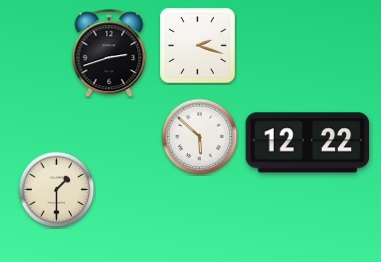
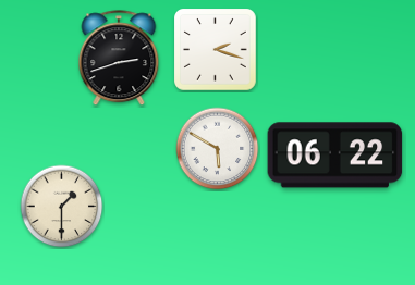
clock at (200, 137): 5:52 -> 5:50
clock at (308, 143): 12:22 -> 06:22
